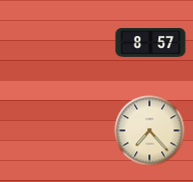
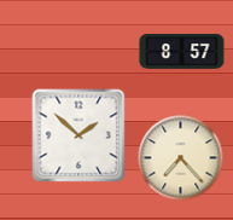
clock at (78, 135): none -> 1:52
